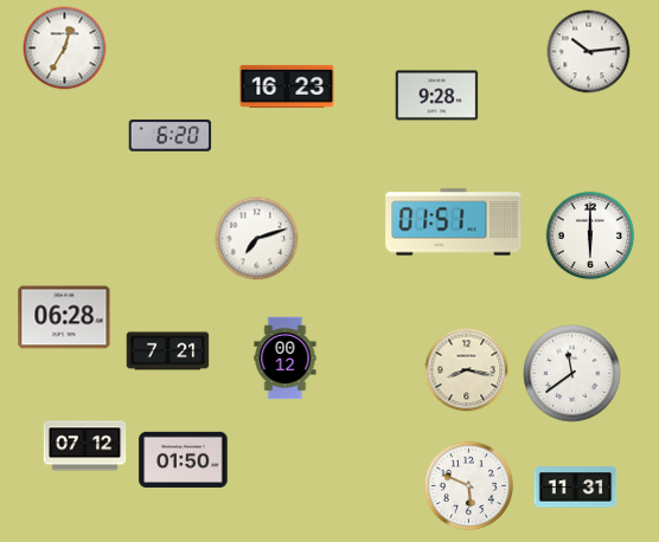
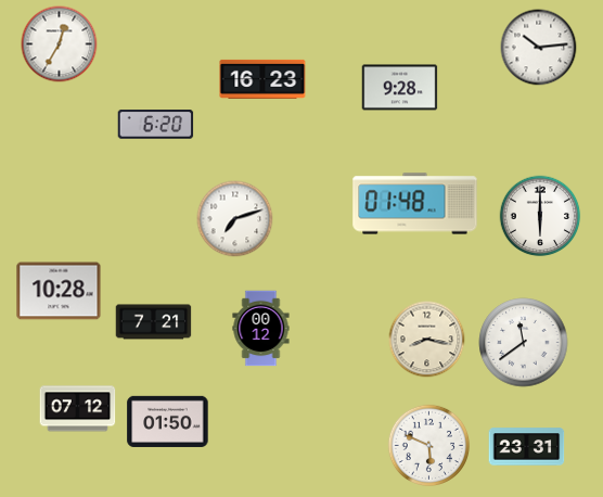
clock at (454, 222): 01:51 -> 01:48
clock at (64, 317): 06:28 -> 10:28
clock at (576, 488): 11:31 -> 23:31
